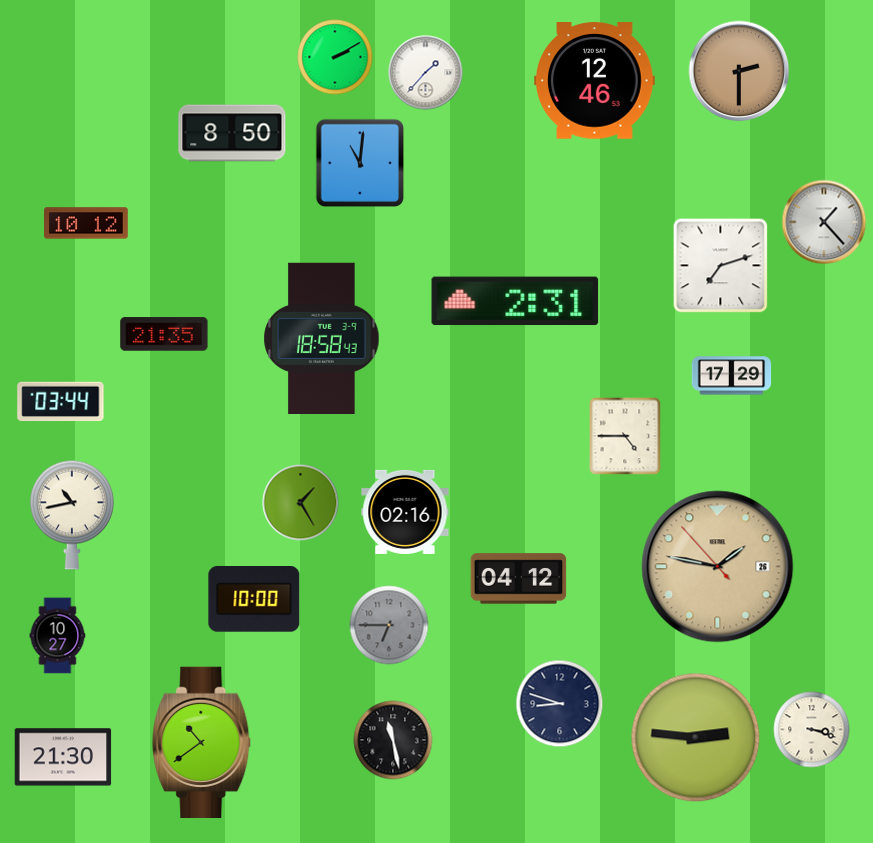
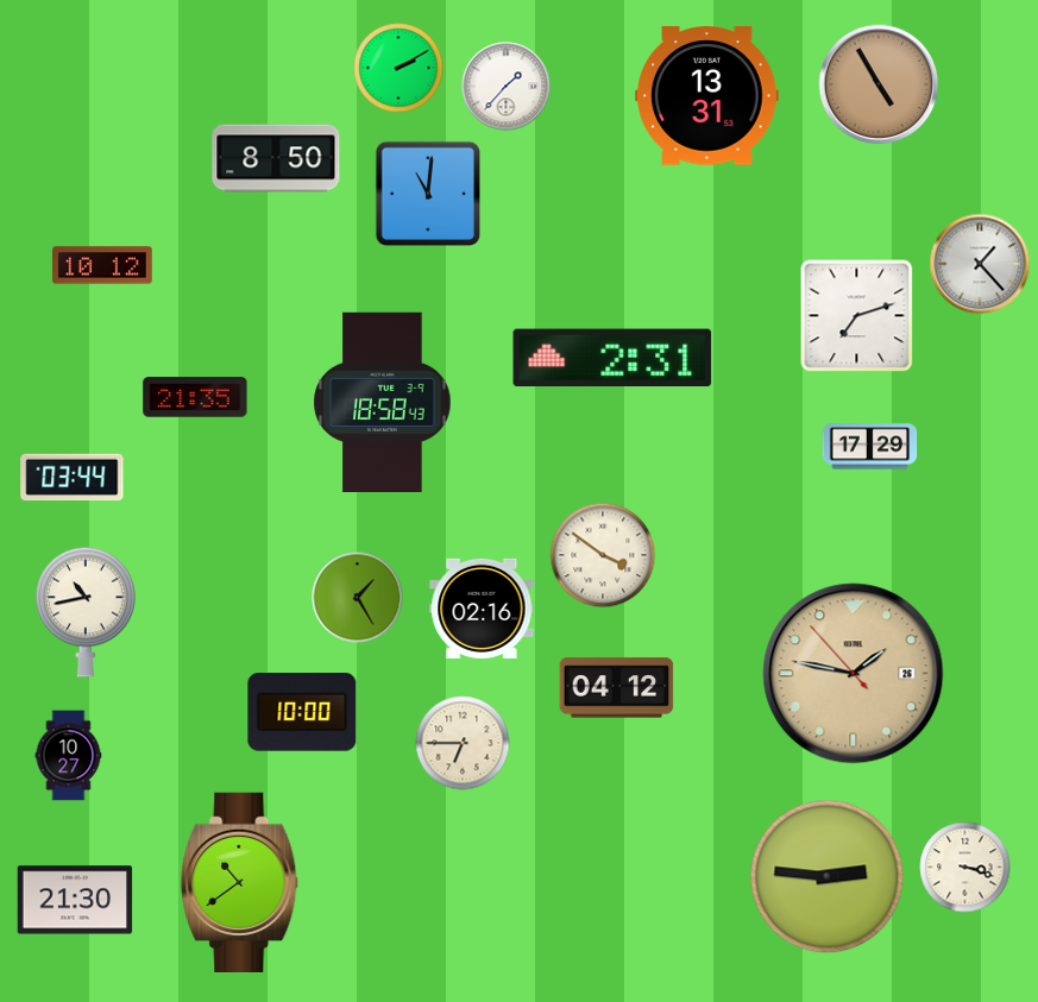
clock at (739, 71): 2:30 -> 4:55
clock at (595, 81): 12:46 -> 13:31
clock at (625, 436): 4:45 -> none
clock at (603, 555): none -> 3:51
clock at (389, 625) dial: grey -> cream
clock at (560, 704): 8:48 -> none
clock at (393, 740): 11:28 -> none
